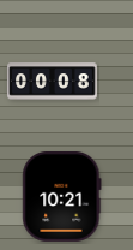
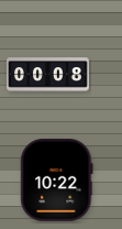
clock at (62, 196): 10:21 -> 10:22
